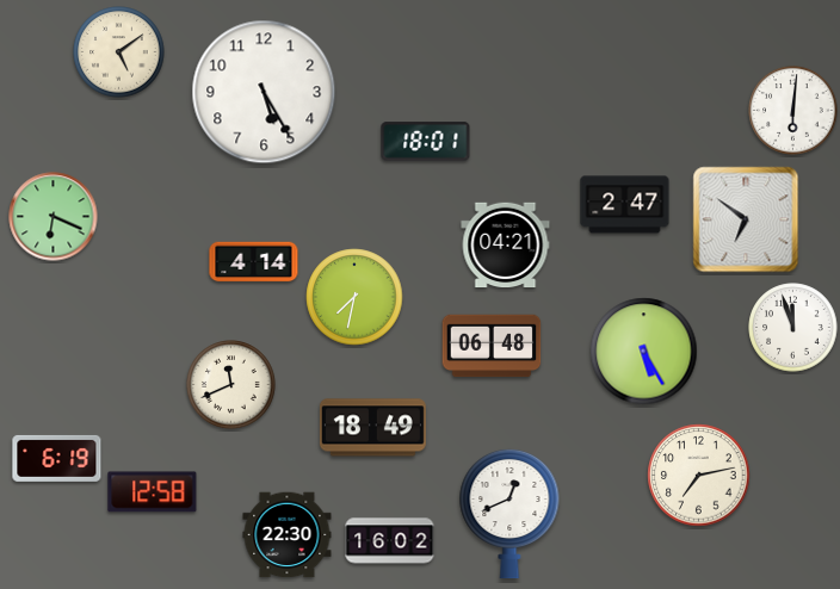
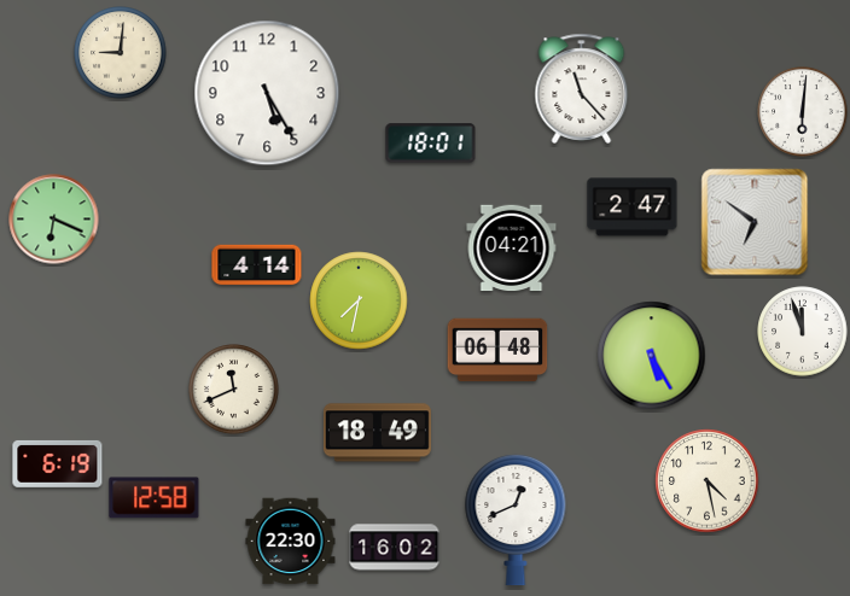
clock at (119, 52): 5:09 -> 9:01
clock at (582, 88): none -> 11:23
clock at (699, 476): 7:13 -> 4:28
